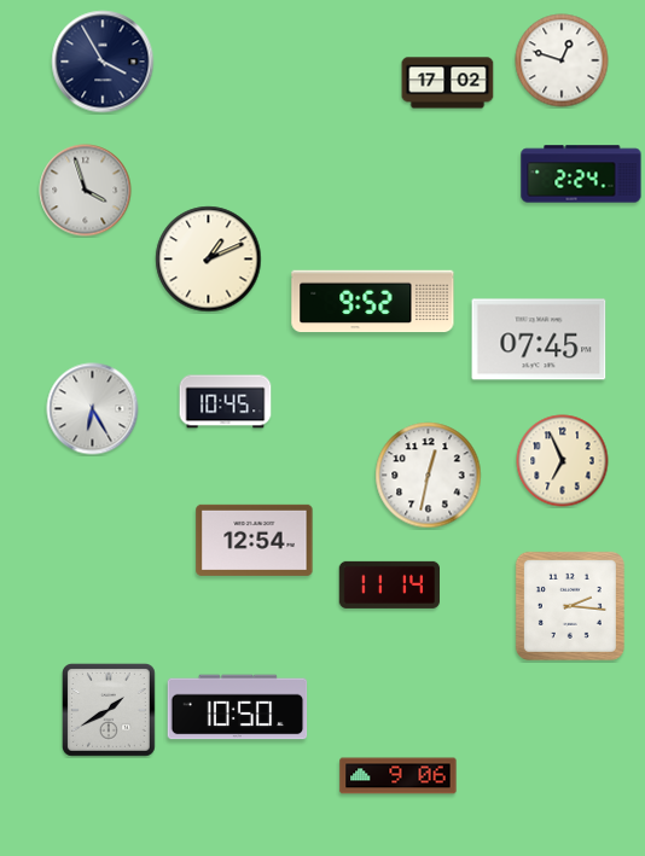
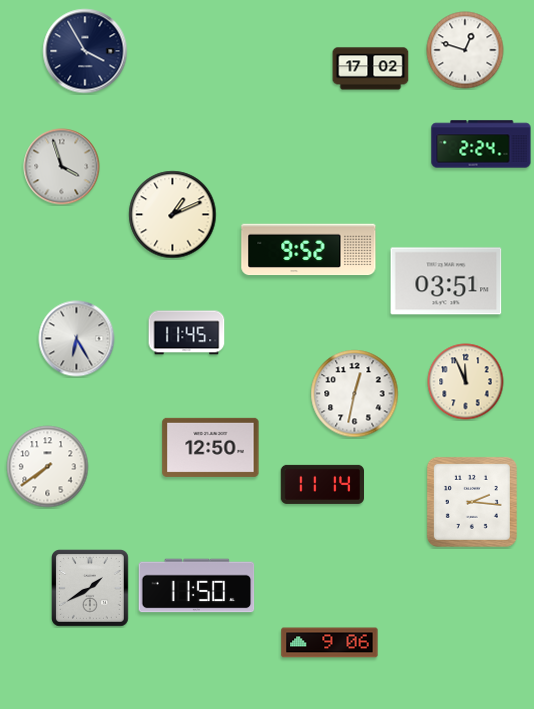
clock at (86, 191) position: (86, 191) -> (62, 167)
clock at (539, 339): 07:45 -> 03:51
clock at (226, 402): 10:45 -> 11:45
clock at (563, 461): 6:56 -> 11:56
clock at (255, 540): 12:54 -> 12:50
clock at (48, 467): none -> 7:39
clock at (238, 707): 10:50 -> 11:50
